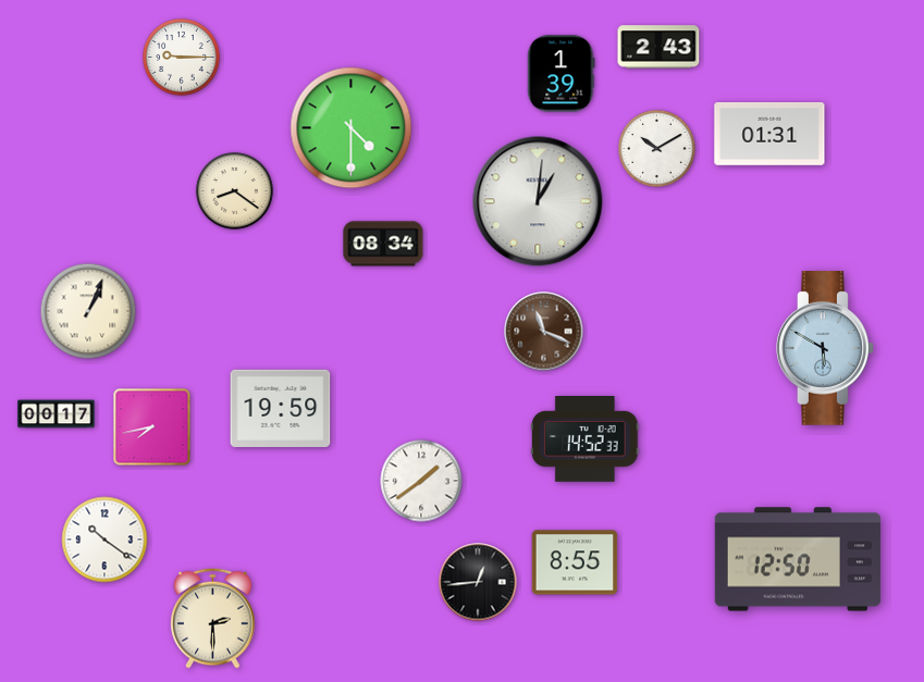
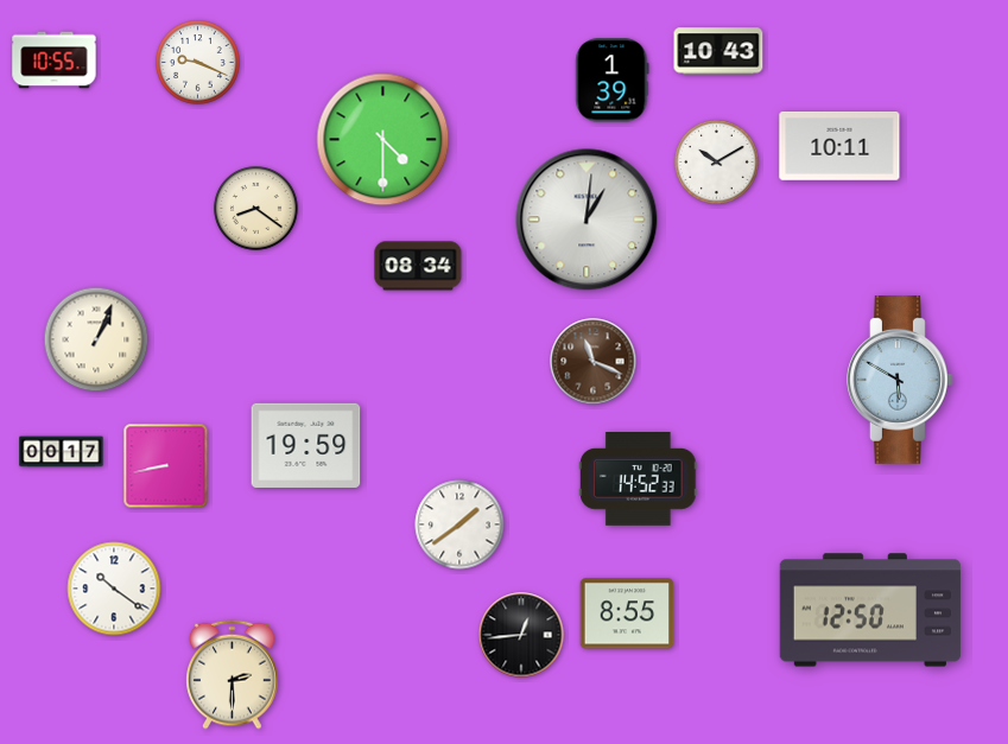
clock at (658, 47): 2:43 -> 10:43
clock at (55, 61): none -> 10:55
clock at (182, 58): 9:15 -> 9:19
clock at (769, 135): 01:31 -> 10:11
clock at (152, 427): 7:43 -> 8:43
